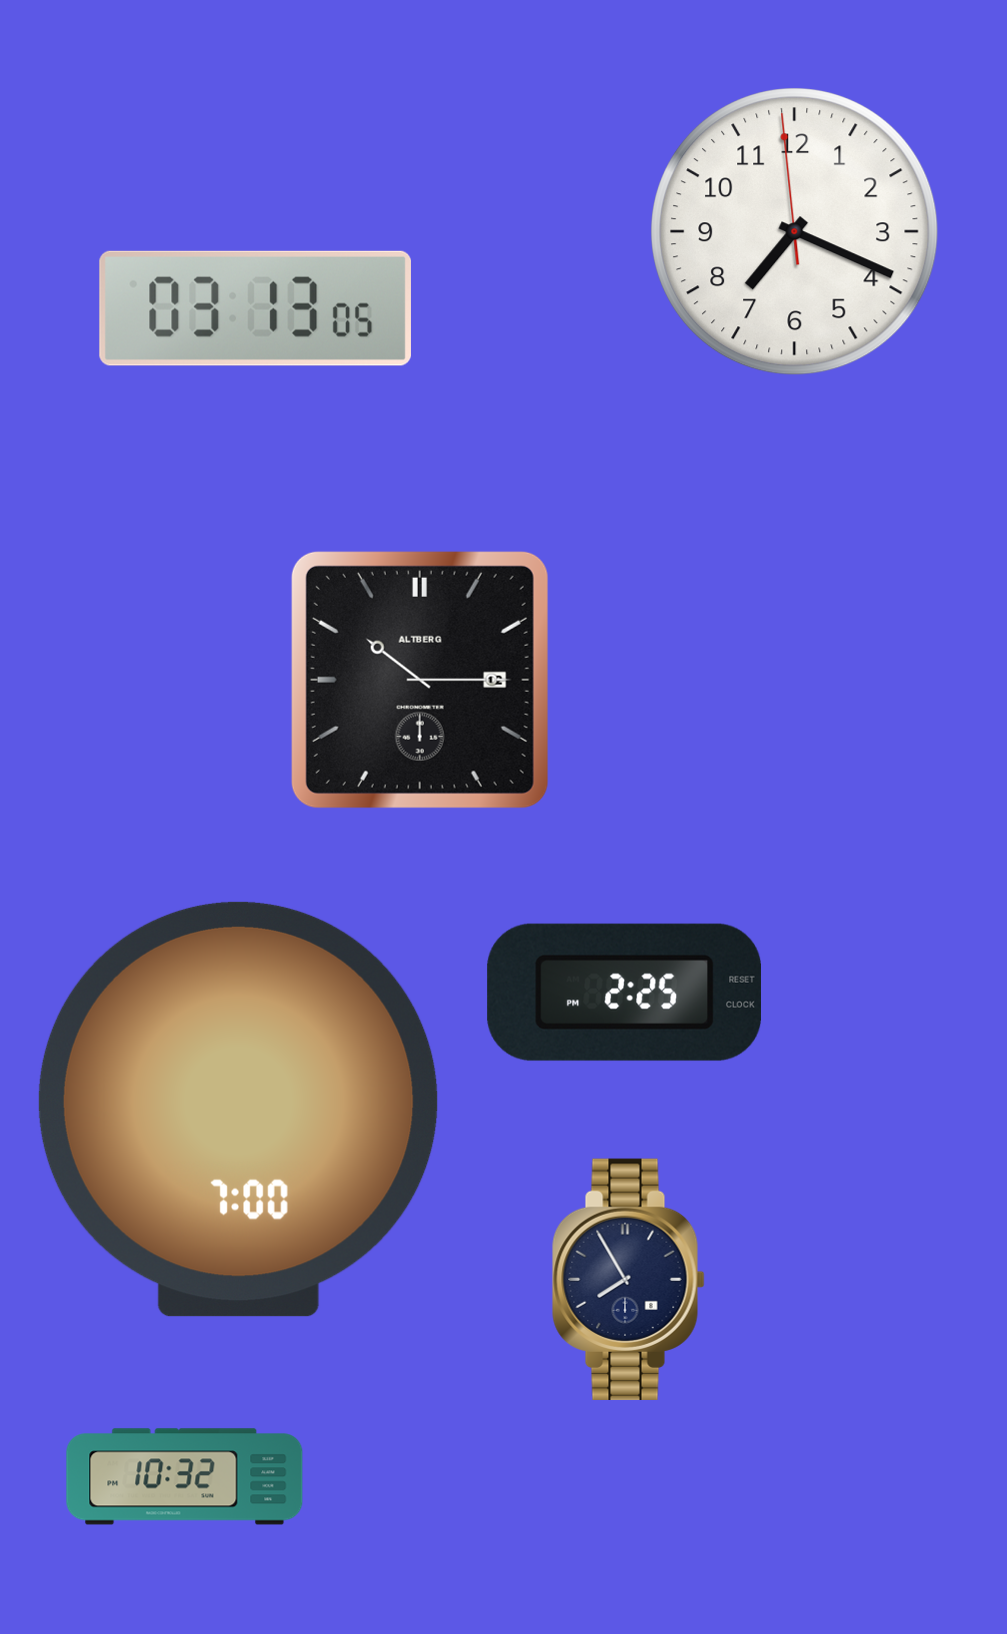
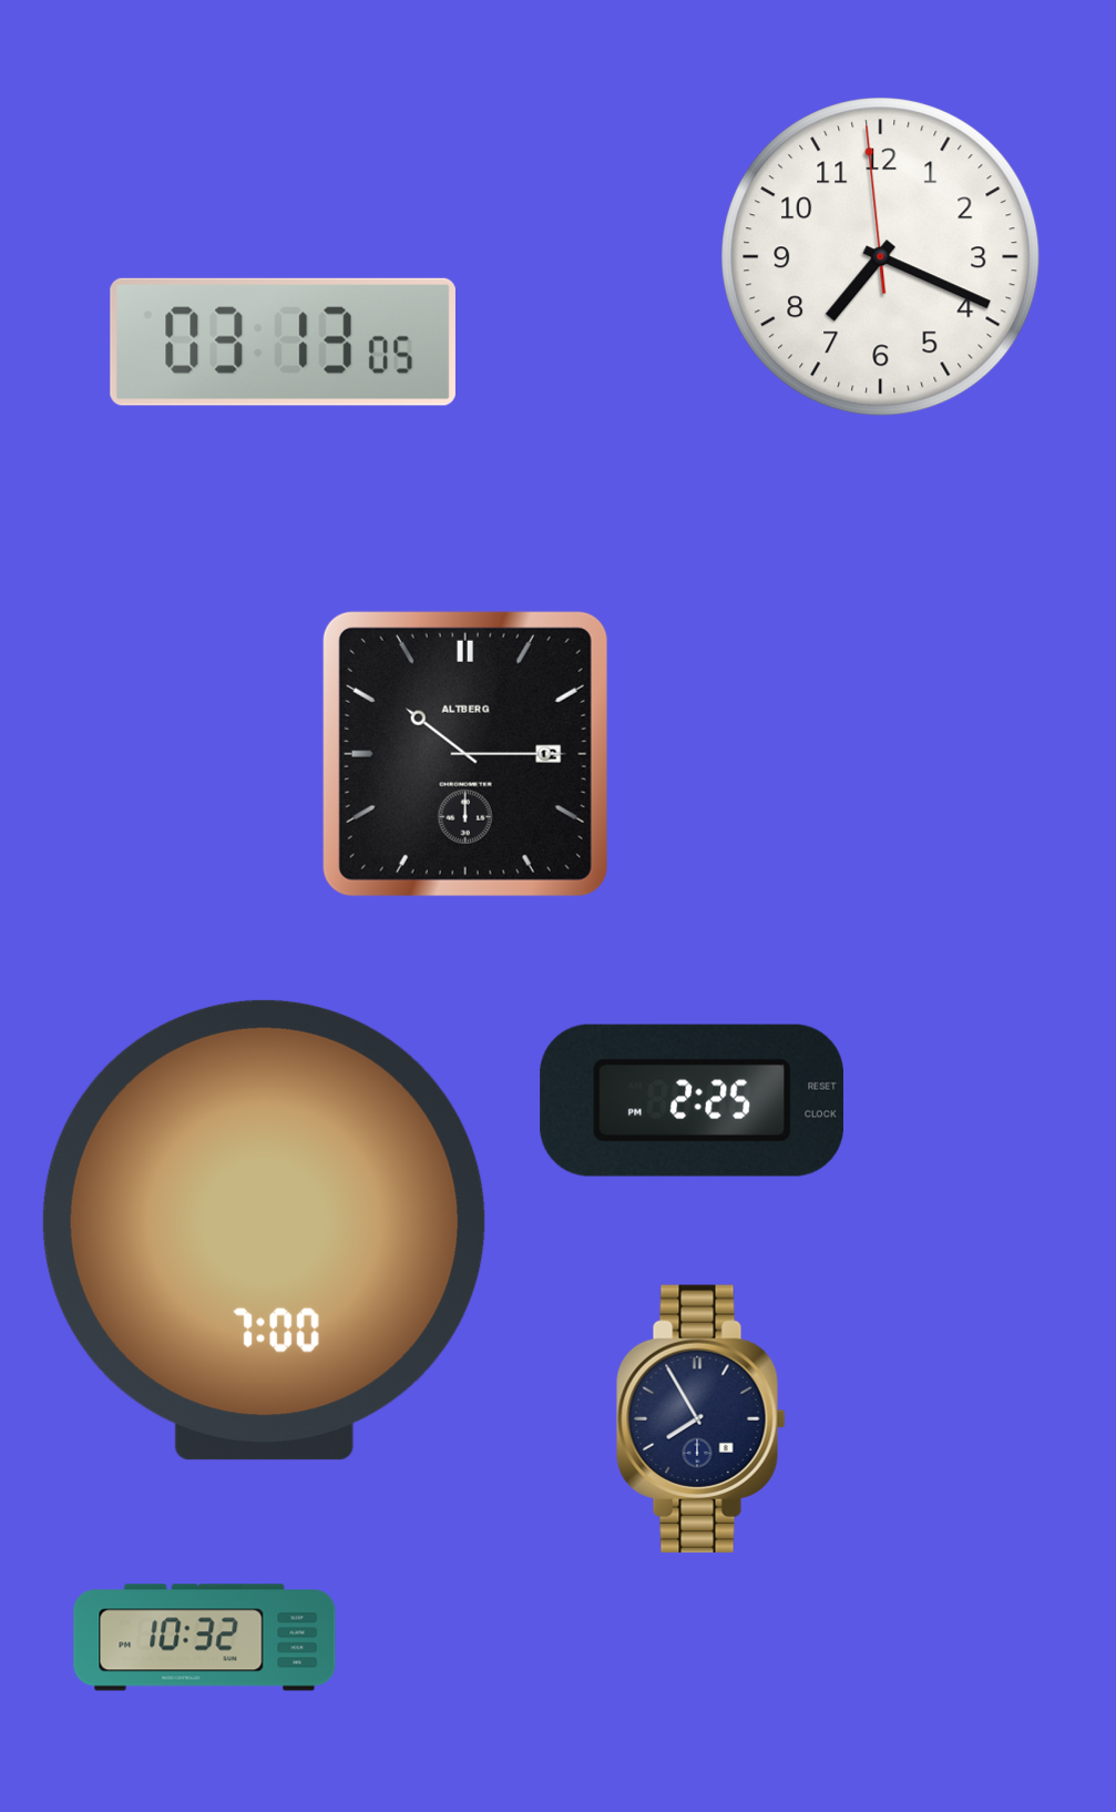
clock at (629, 1279) position: (629, 1279) -> (702, 1418)
